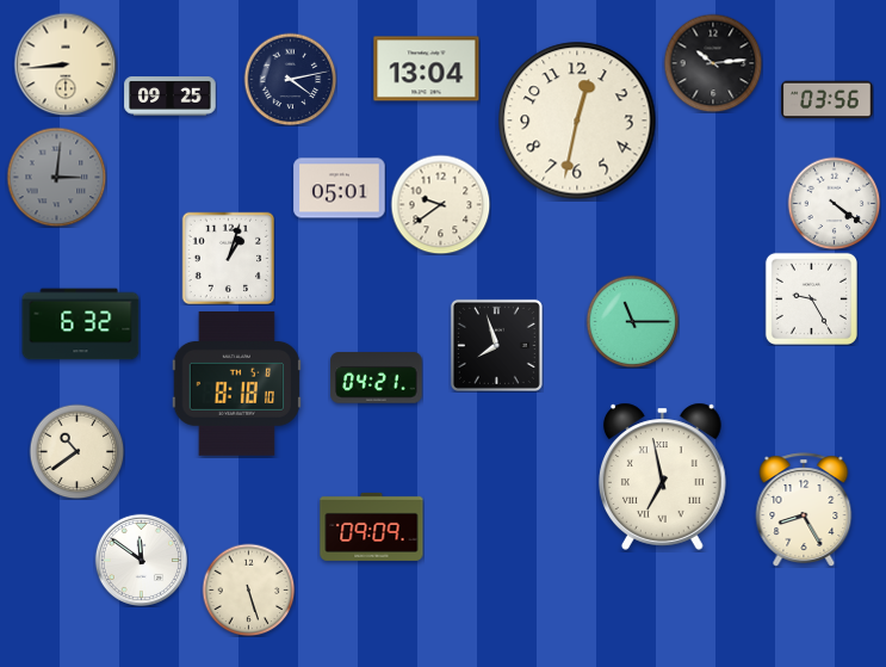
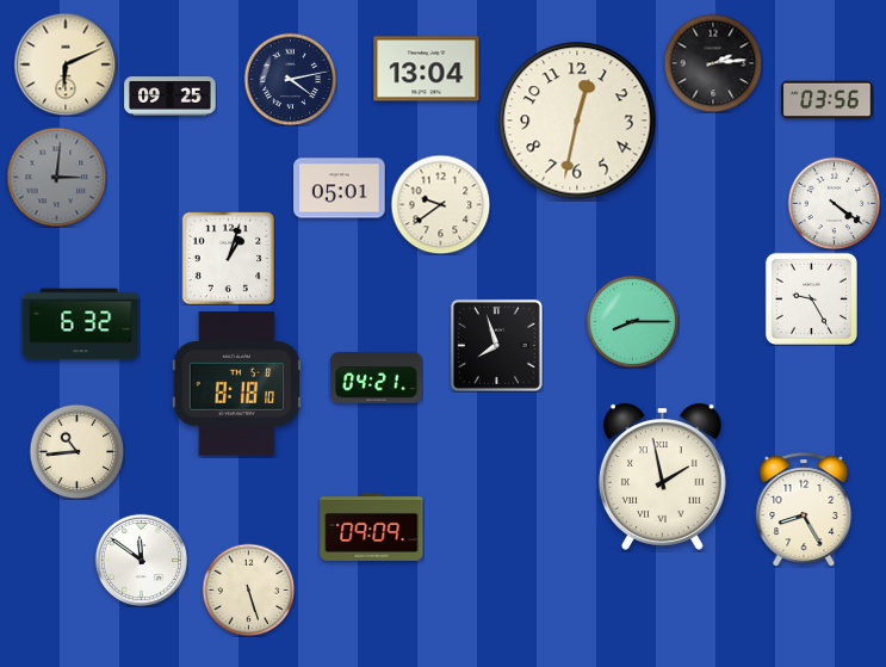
clock at (713, 63): 10:14 -> 2:14
clock at (66, 64): 8:44 -> 6:11
clock at (632, 321): 11:15 -> 8:15
clock at (76, 451): 10:39 -> 10:44
clock at (662, 476): 6:58 -> 1:58
